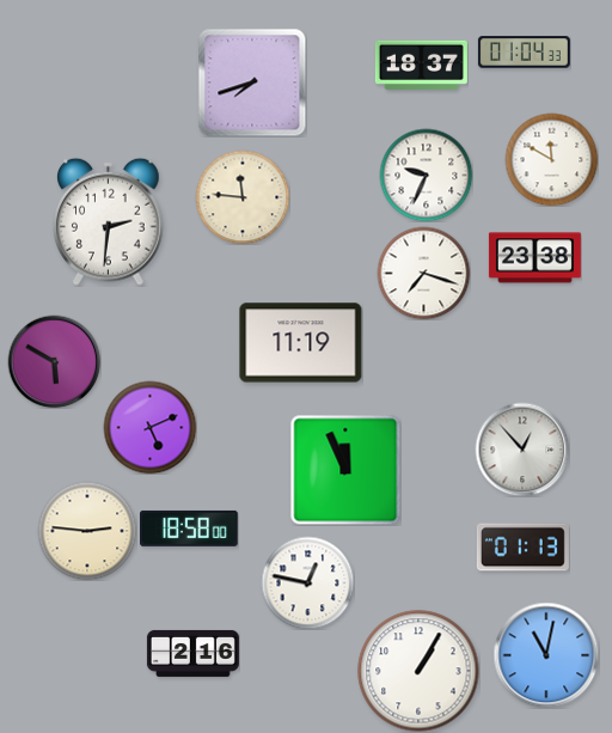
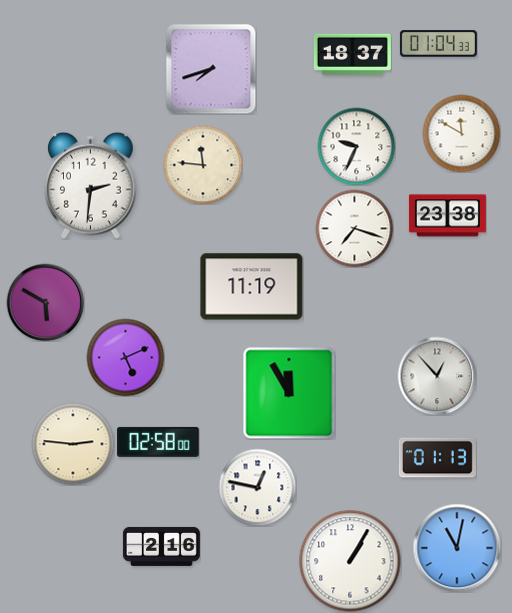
clock at (345, 470): 11:56 -> 11:55
clock at (190, 529): 18:58 -> 02:58
